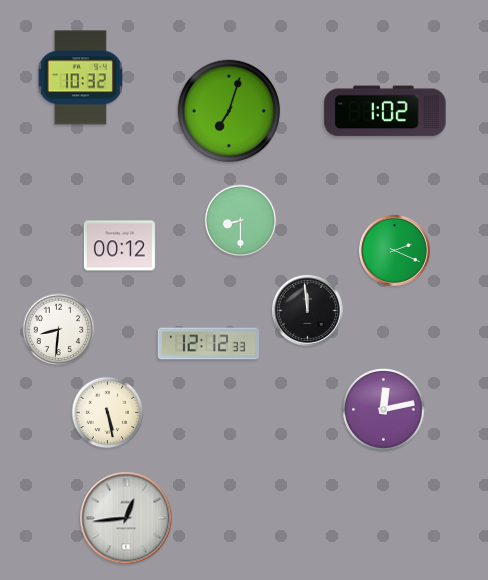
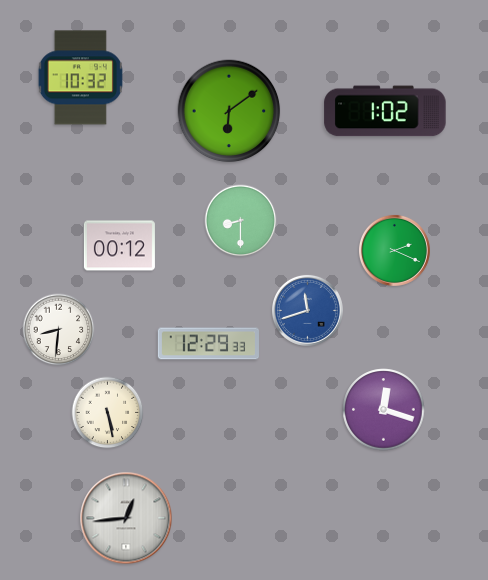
clock at (229, 111): 7:03 -> 6:09
clock at (307, 310): 11:59 -> 11:42
clock at (307, 310) dial: black -> blue
clock at (208, 344): 12:12 -> 12:29
clock at (384, 410): 12:13 -> 12:18
